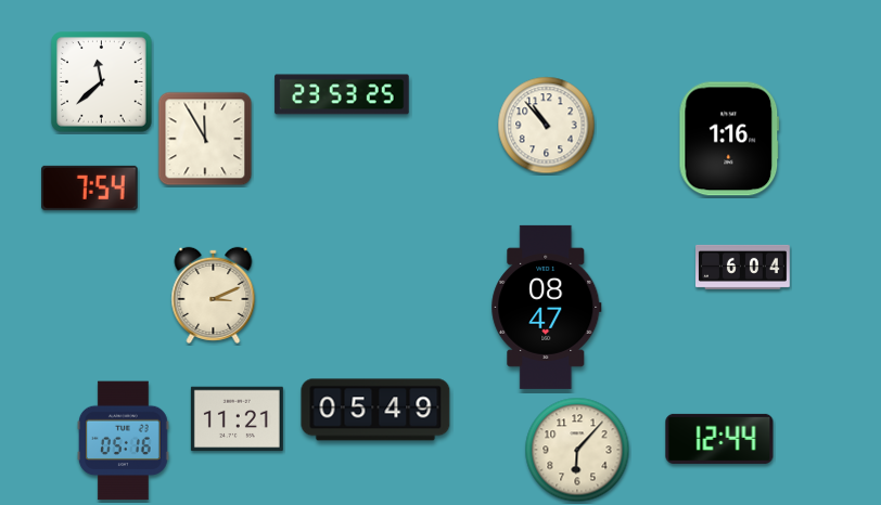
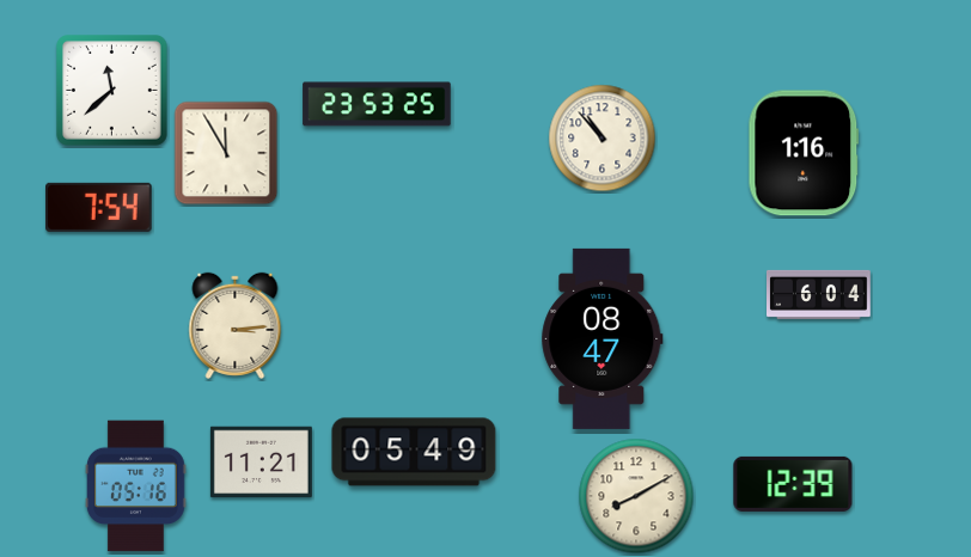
clock at (214, 295): 3:11 -> 3:14
clock at (719, 439): 12:44 -> 12:39
clock at (577, 450): 6:07 -> 8:10
